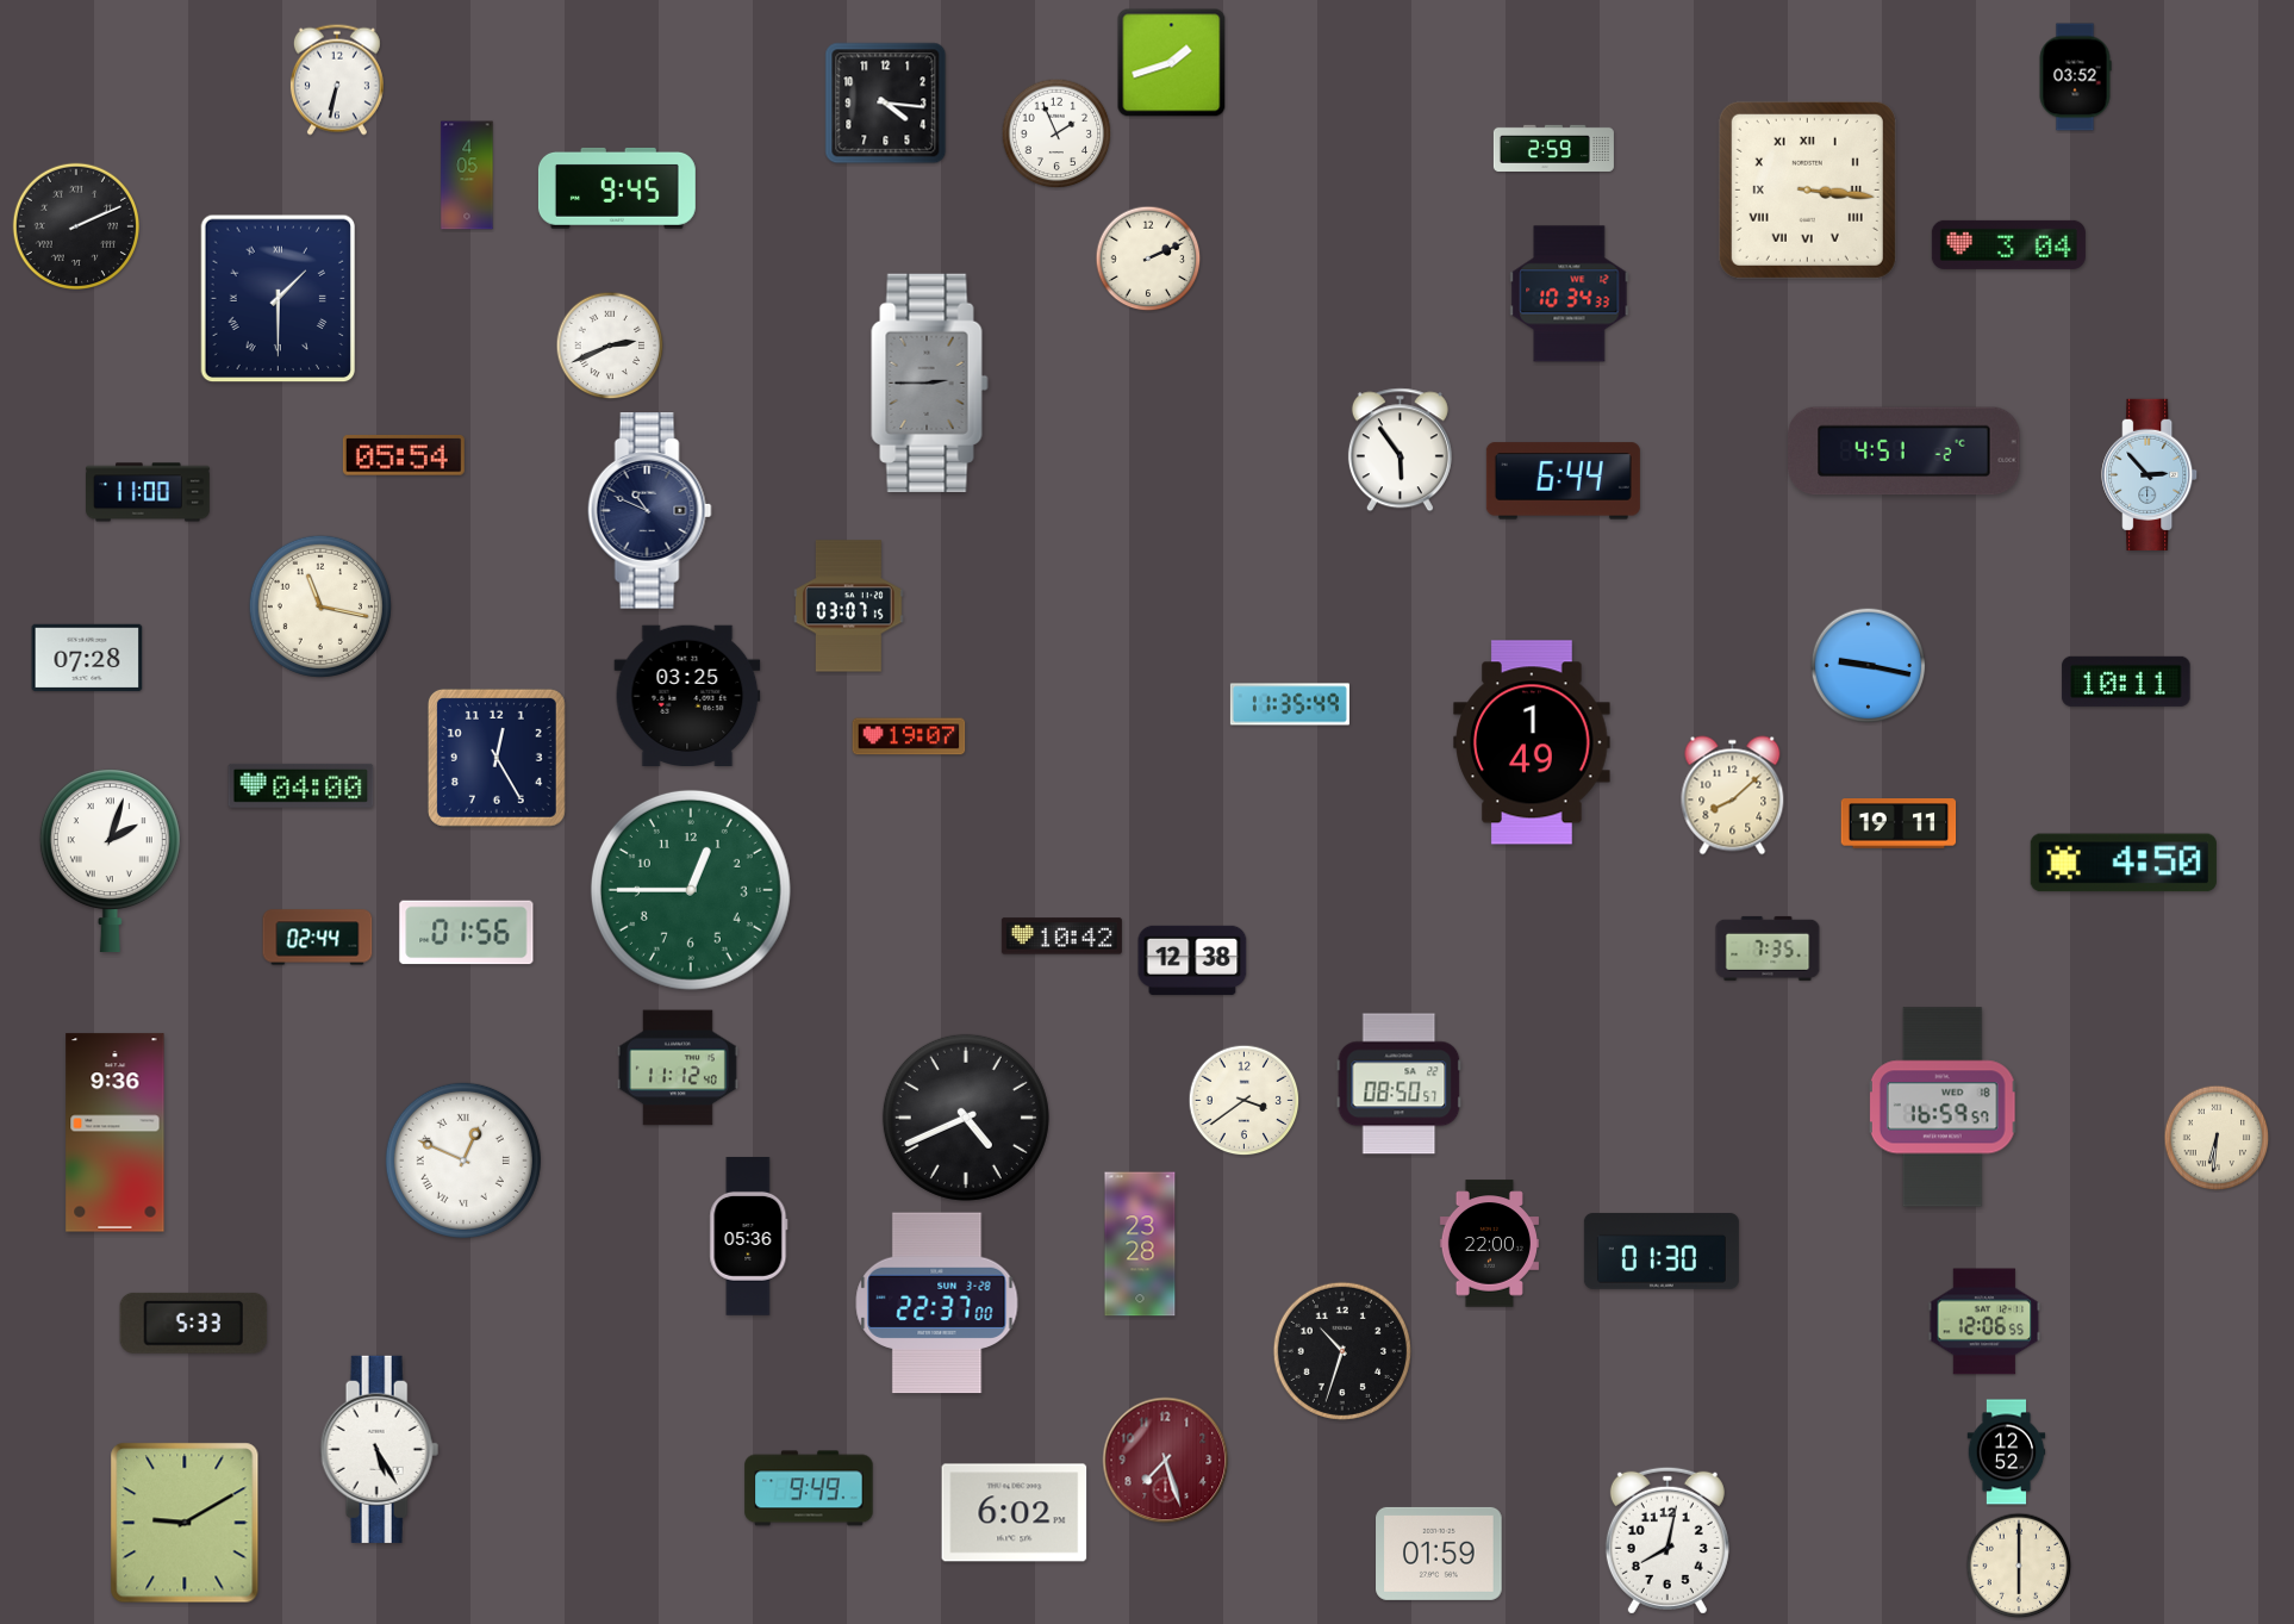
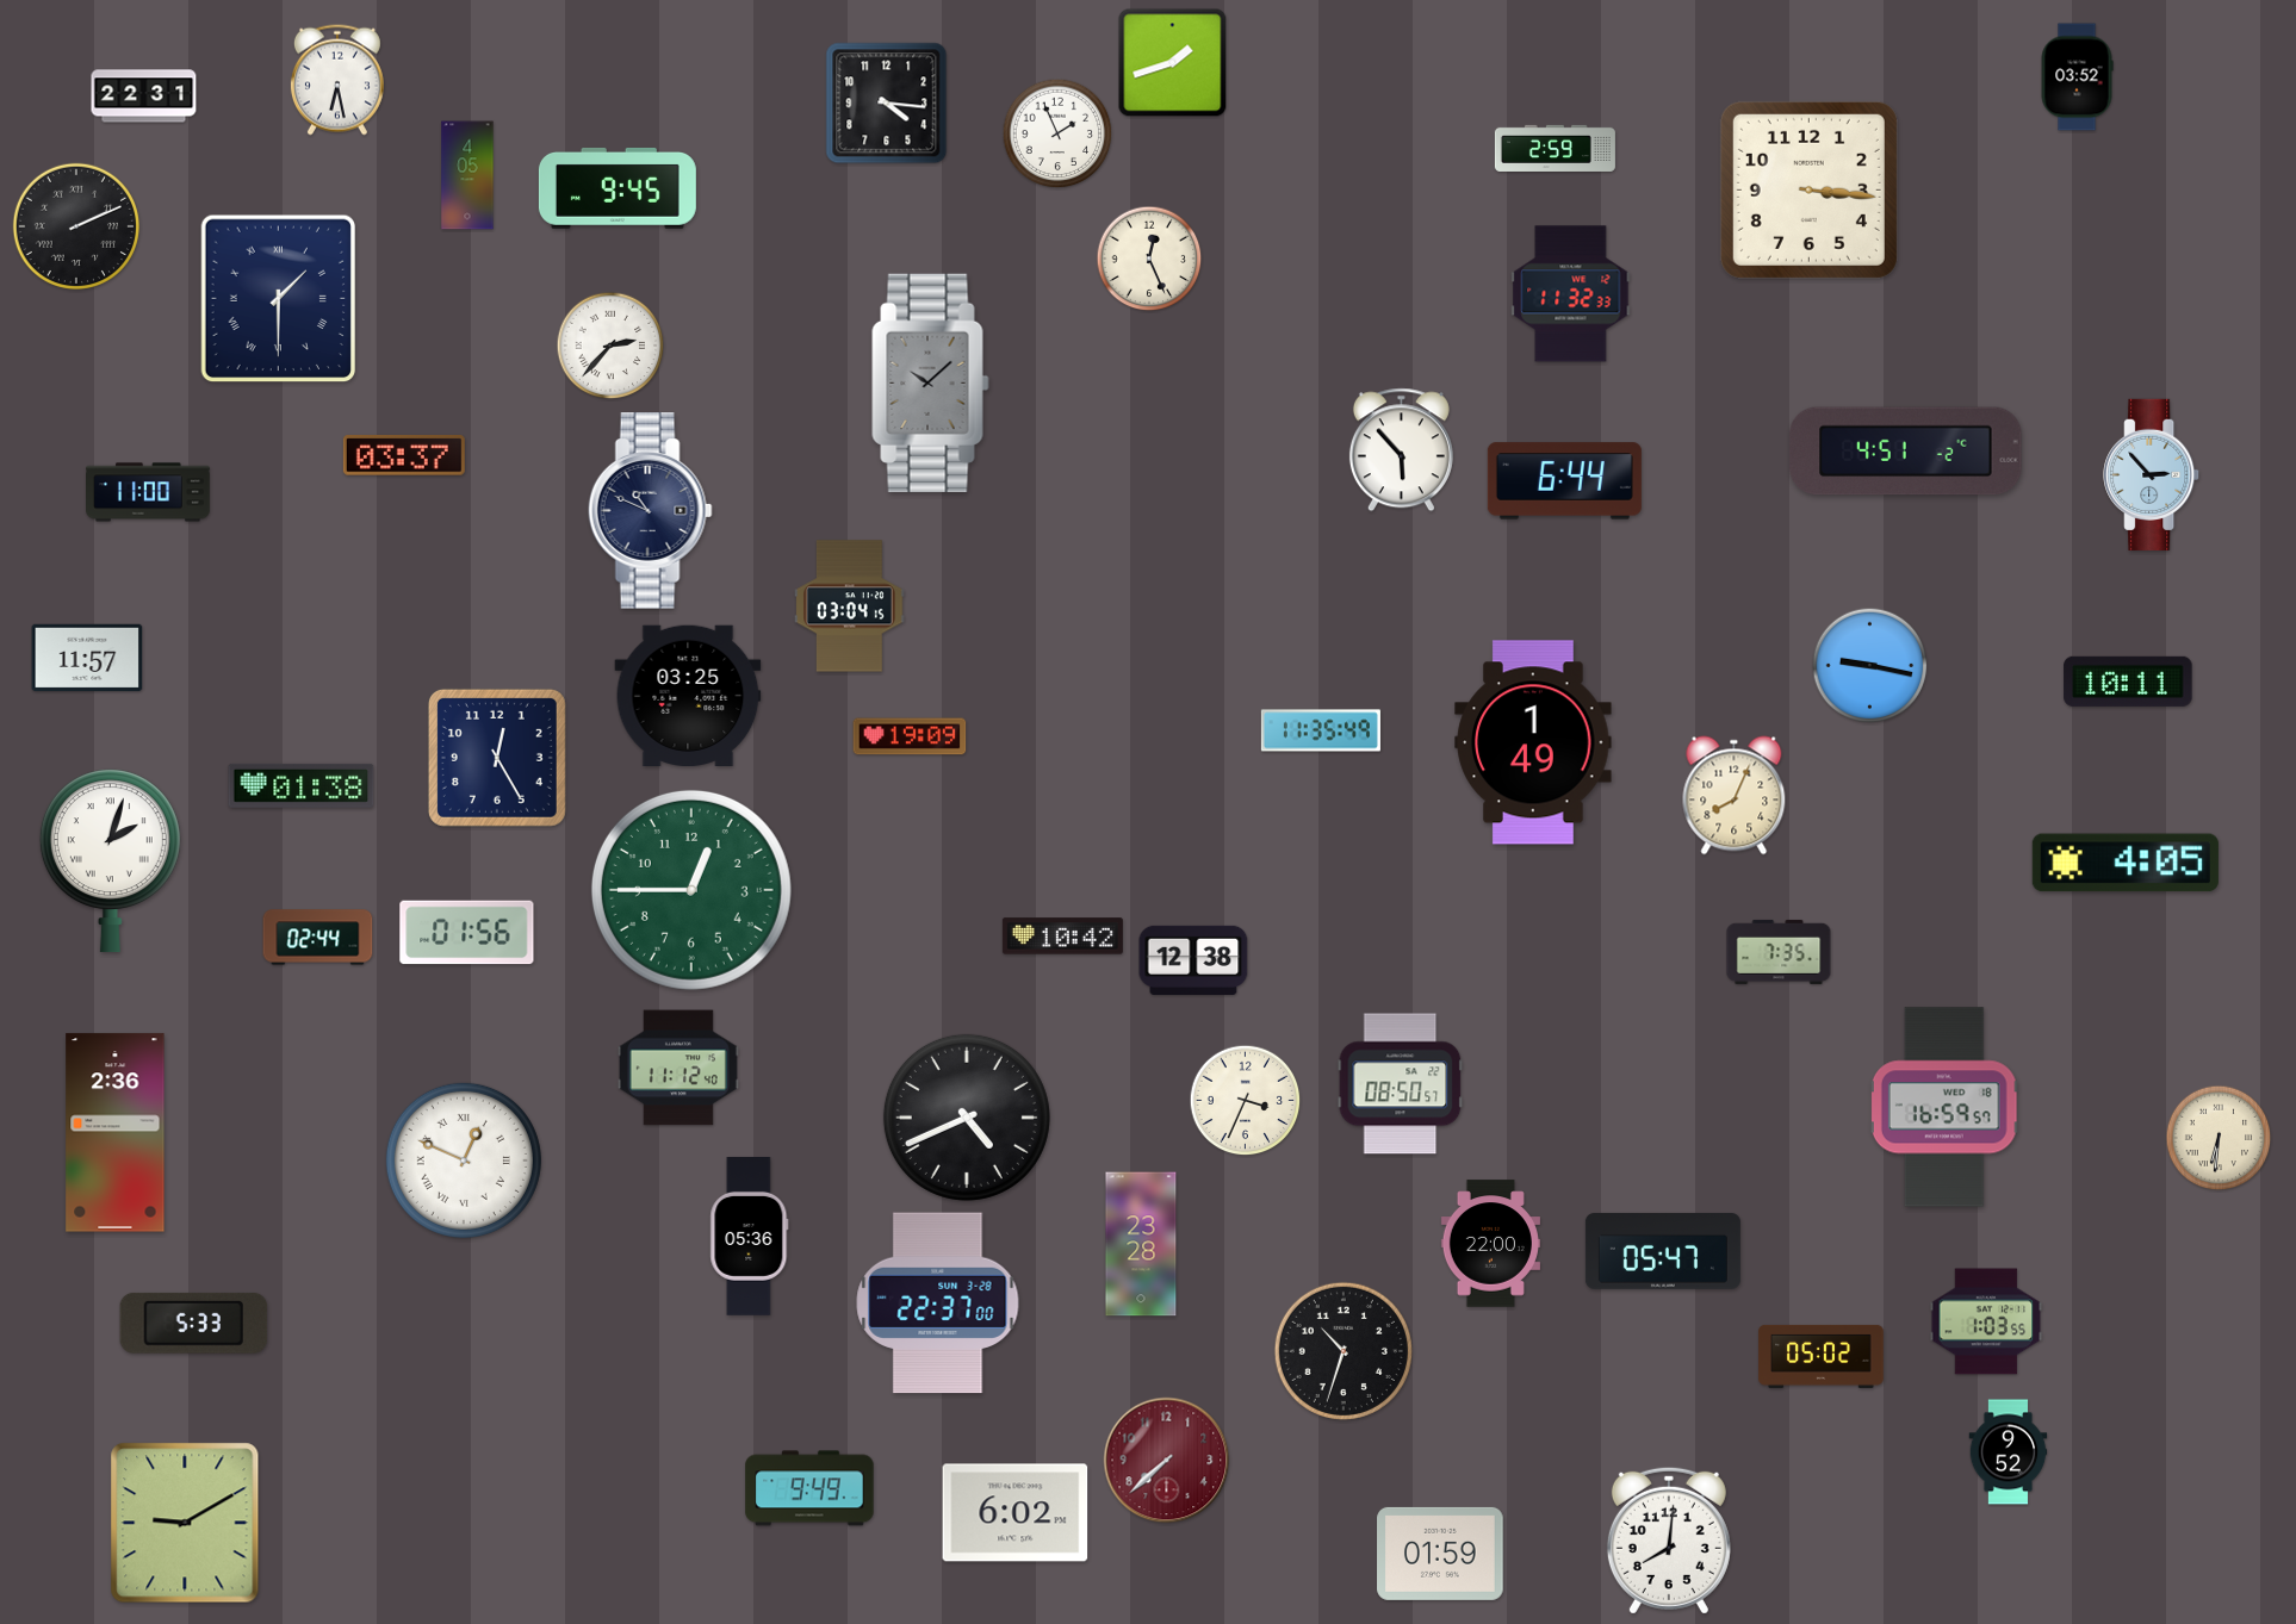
clock at (337, 80): 6:32 -> 6:28
clock at (144, 97): none -> 22:31
clock at (1807, 189) numerals: Roman -> Arabic
clock at (2008, 244): 3:04 -> none
clock at (1148, 259): 2:11 -> 12:26
clock at (1570, 294): 10:34 -> 11:32
clock at (610, 346): 2:41 -> 2:37
clock at (930, 382): 2:45 -> 10:08
clock at (1400, 450): 5:54 -> 5:53
clock at (404, 456): 05:54 -> 03:37
clock at (320, 606): 11:17 -> none
clock at (849, 606): 03:07 -> 03:04
clock at (87, 658): 07:28 -> 11:57
clock at (1290, 704) position: (1290, 704) -> (1321, 730)
clock at (909, 736): 19:07 -> 19:09
clock at (301, 785): 04:00 -> 01:38
clock at (1733, 796): 8:08 -> 8:04
clock at (1899, 823): 19:11 -> none
clock at (2124, 863): 4:50 -> 4:05
clock at (1768, 948) position: (1768, 948) -> (1779, 952)
clock at (1245, 1101): 3:39 -> 3:34
clock at (116, 1133): 9:36 -> 2:36
clock at (1662, 1251): 01:30 -> 05:47
clock at (1984, 1321): 12:06 -> 1:03
clock at (1822, 1356): none -> 05:02
clock at (380, 1449): 5:25 -> none
clock at (2007, 1452): 12:52 -> 9:52
clock at (1166, 1461): 7:27 -> 7:38
clock at (1667, 1541): 8:02 -> 8:01
clock at (2019, 1566): 6:00 -> none
